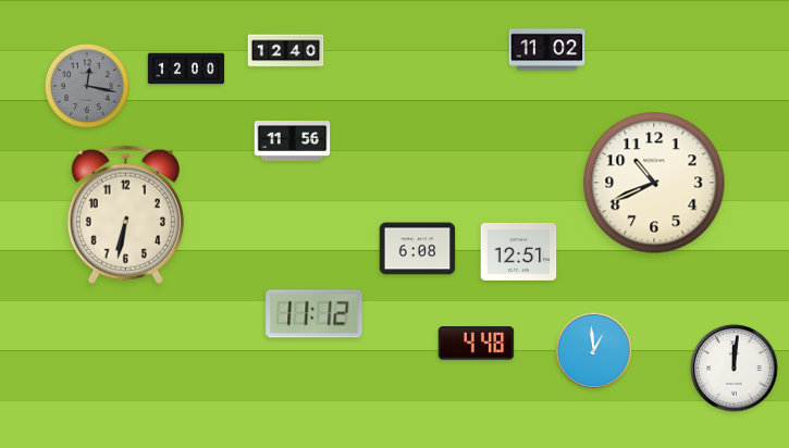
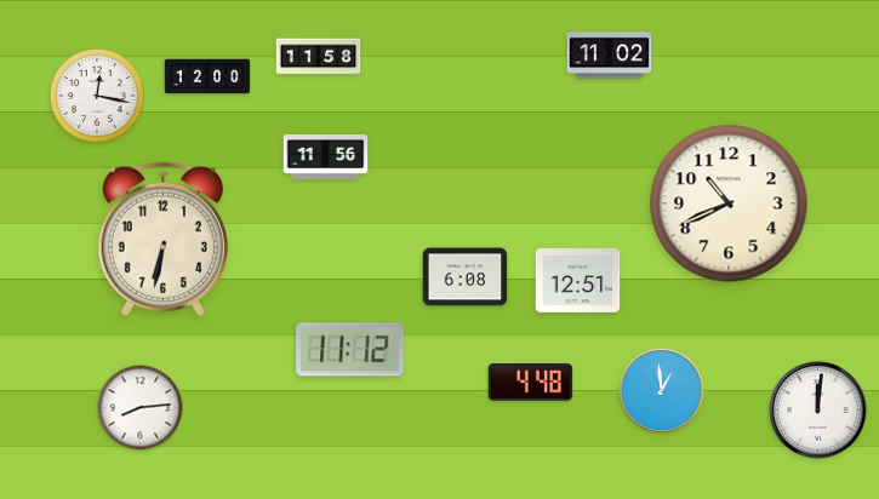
clock at (286, 51): 12:40 -> 11:58
clock at (87, 86) dial: grey -> white
clock at (125, 214) position: (125, 214) -> (162, 239)
clock at (141, 408): none -> 8:14
